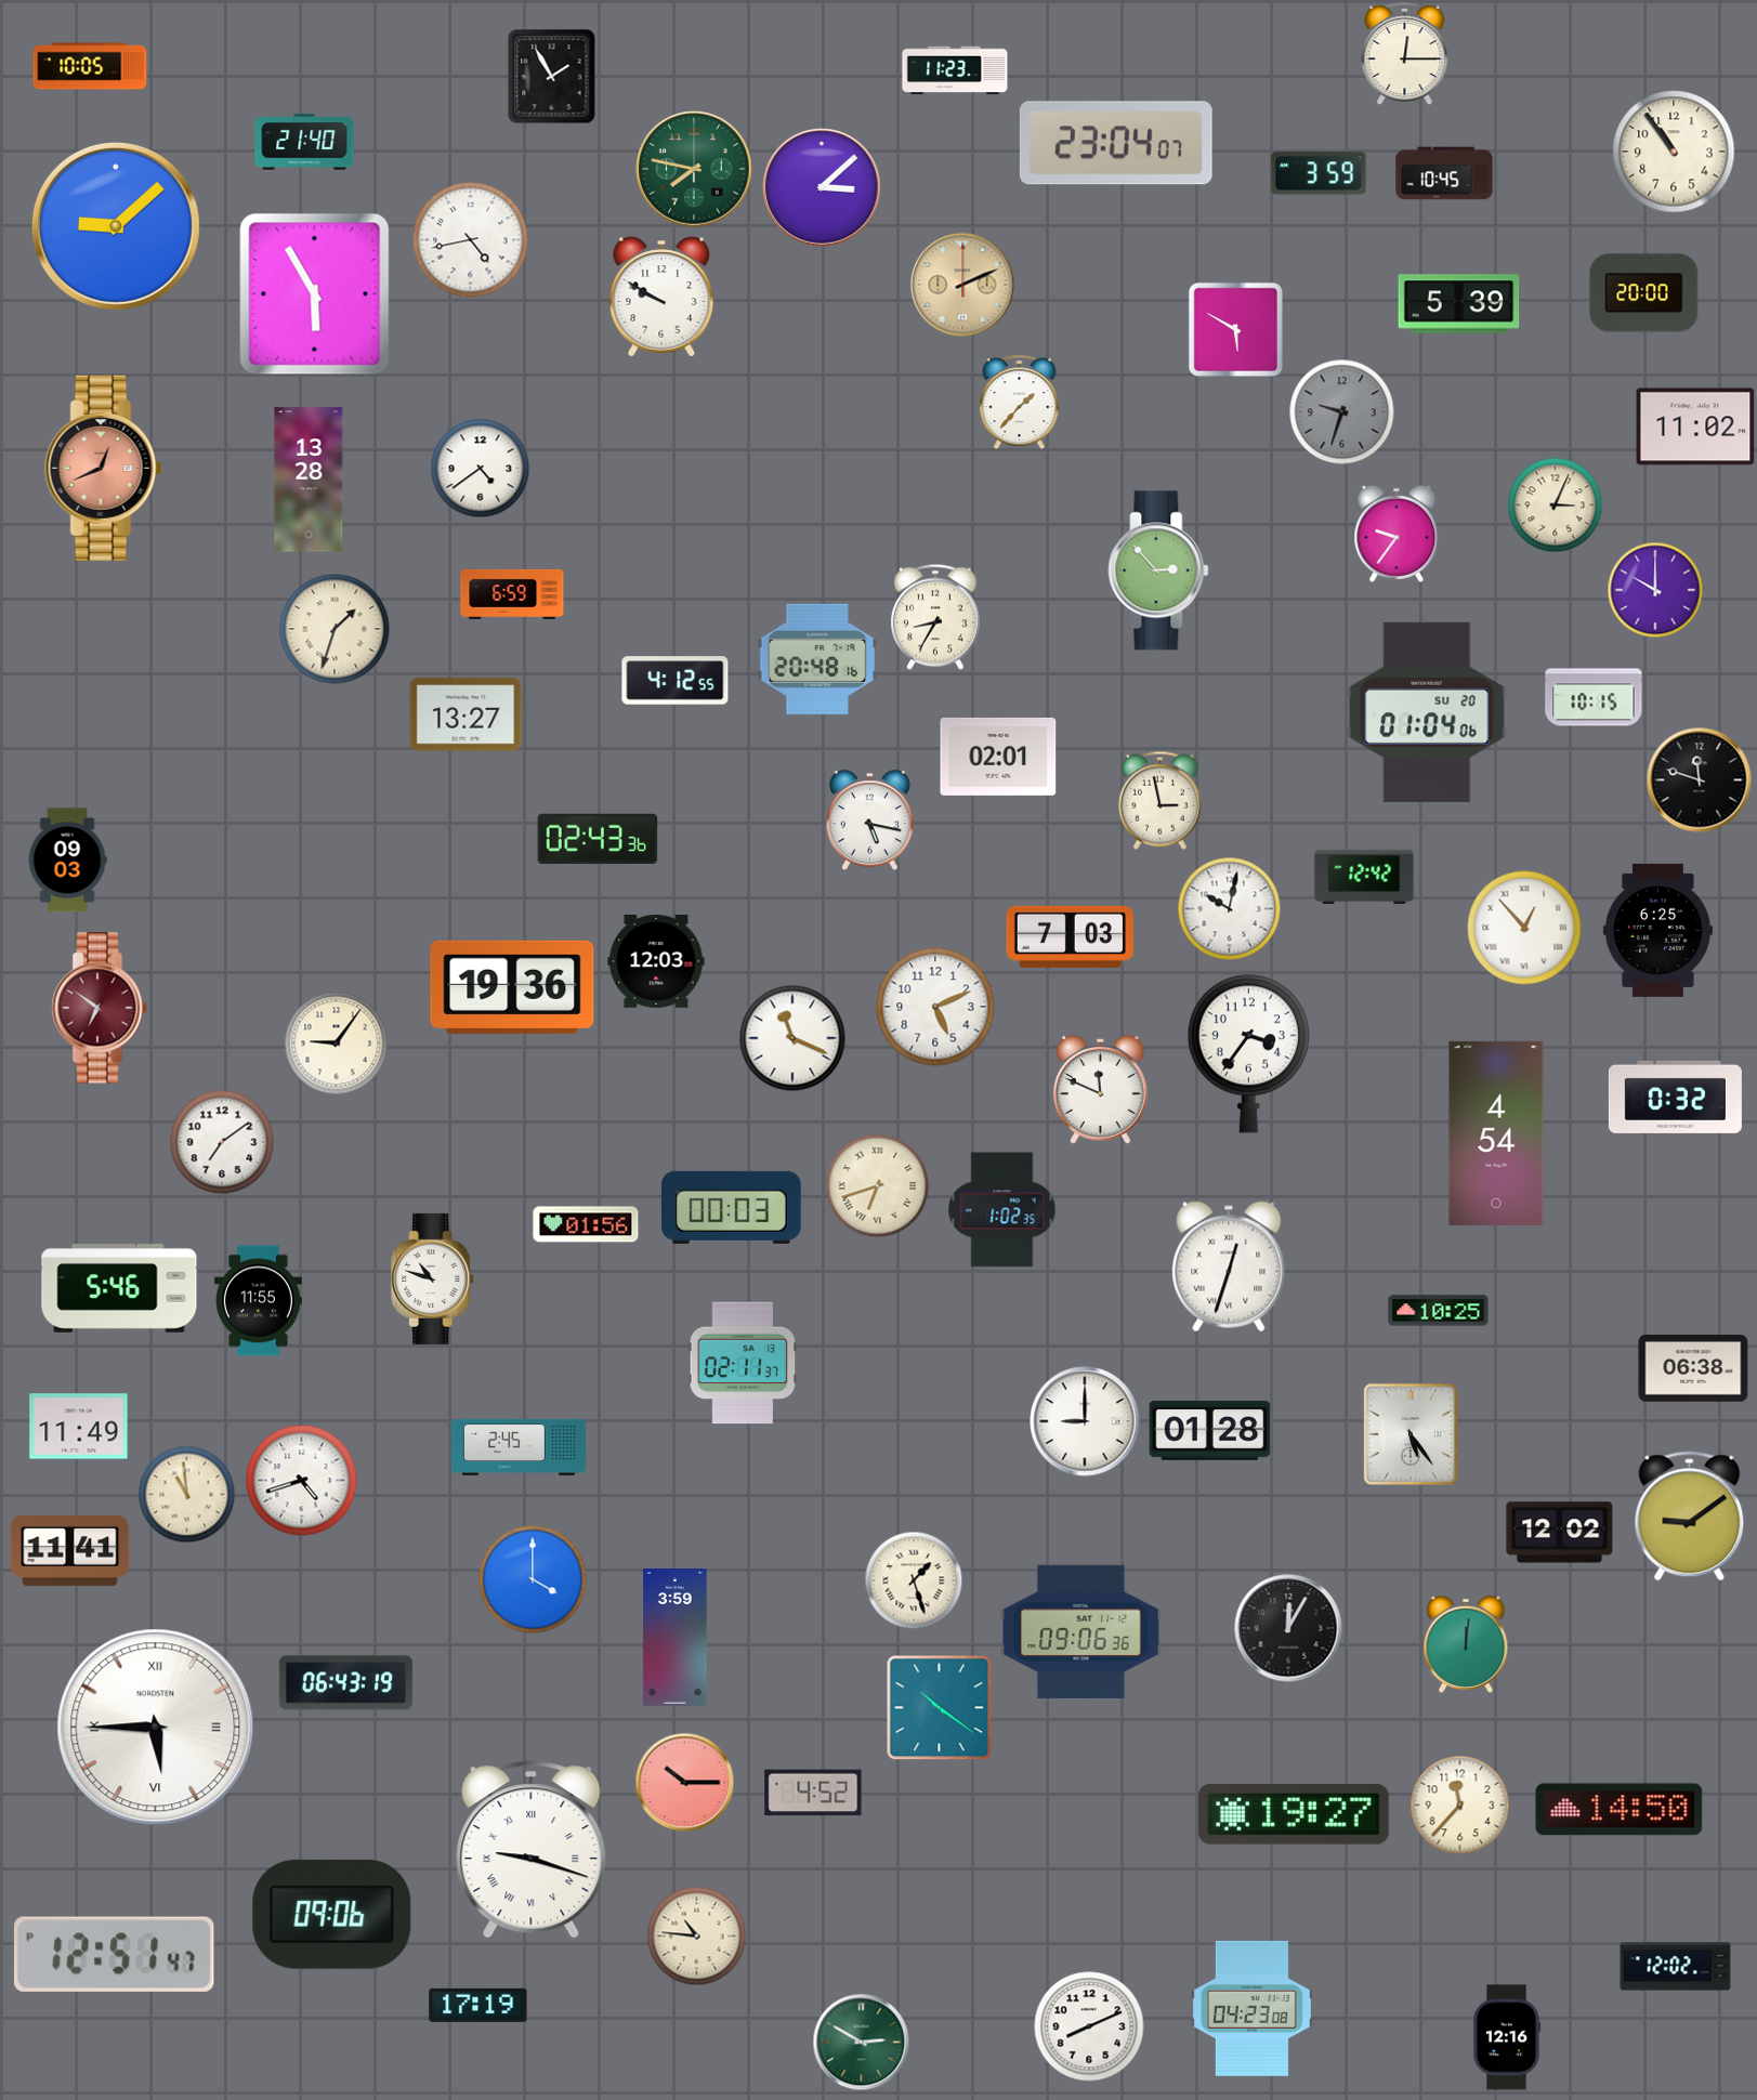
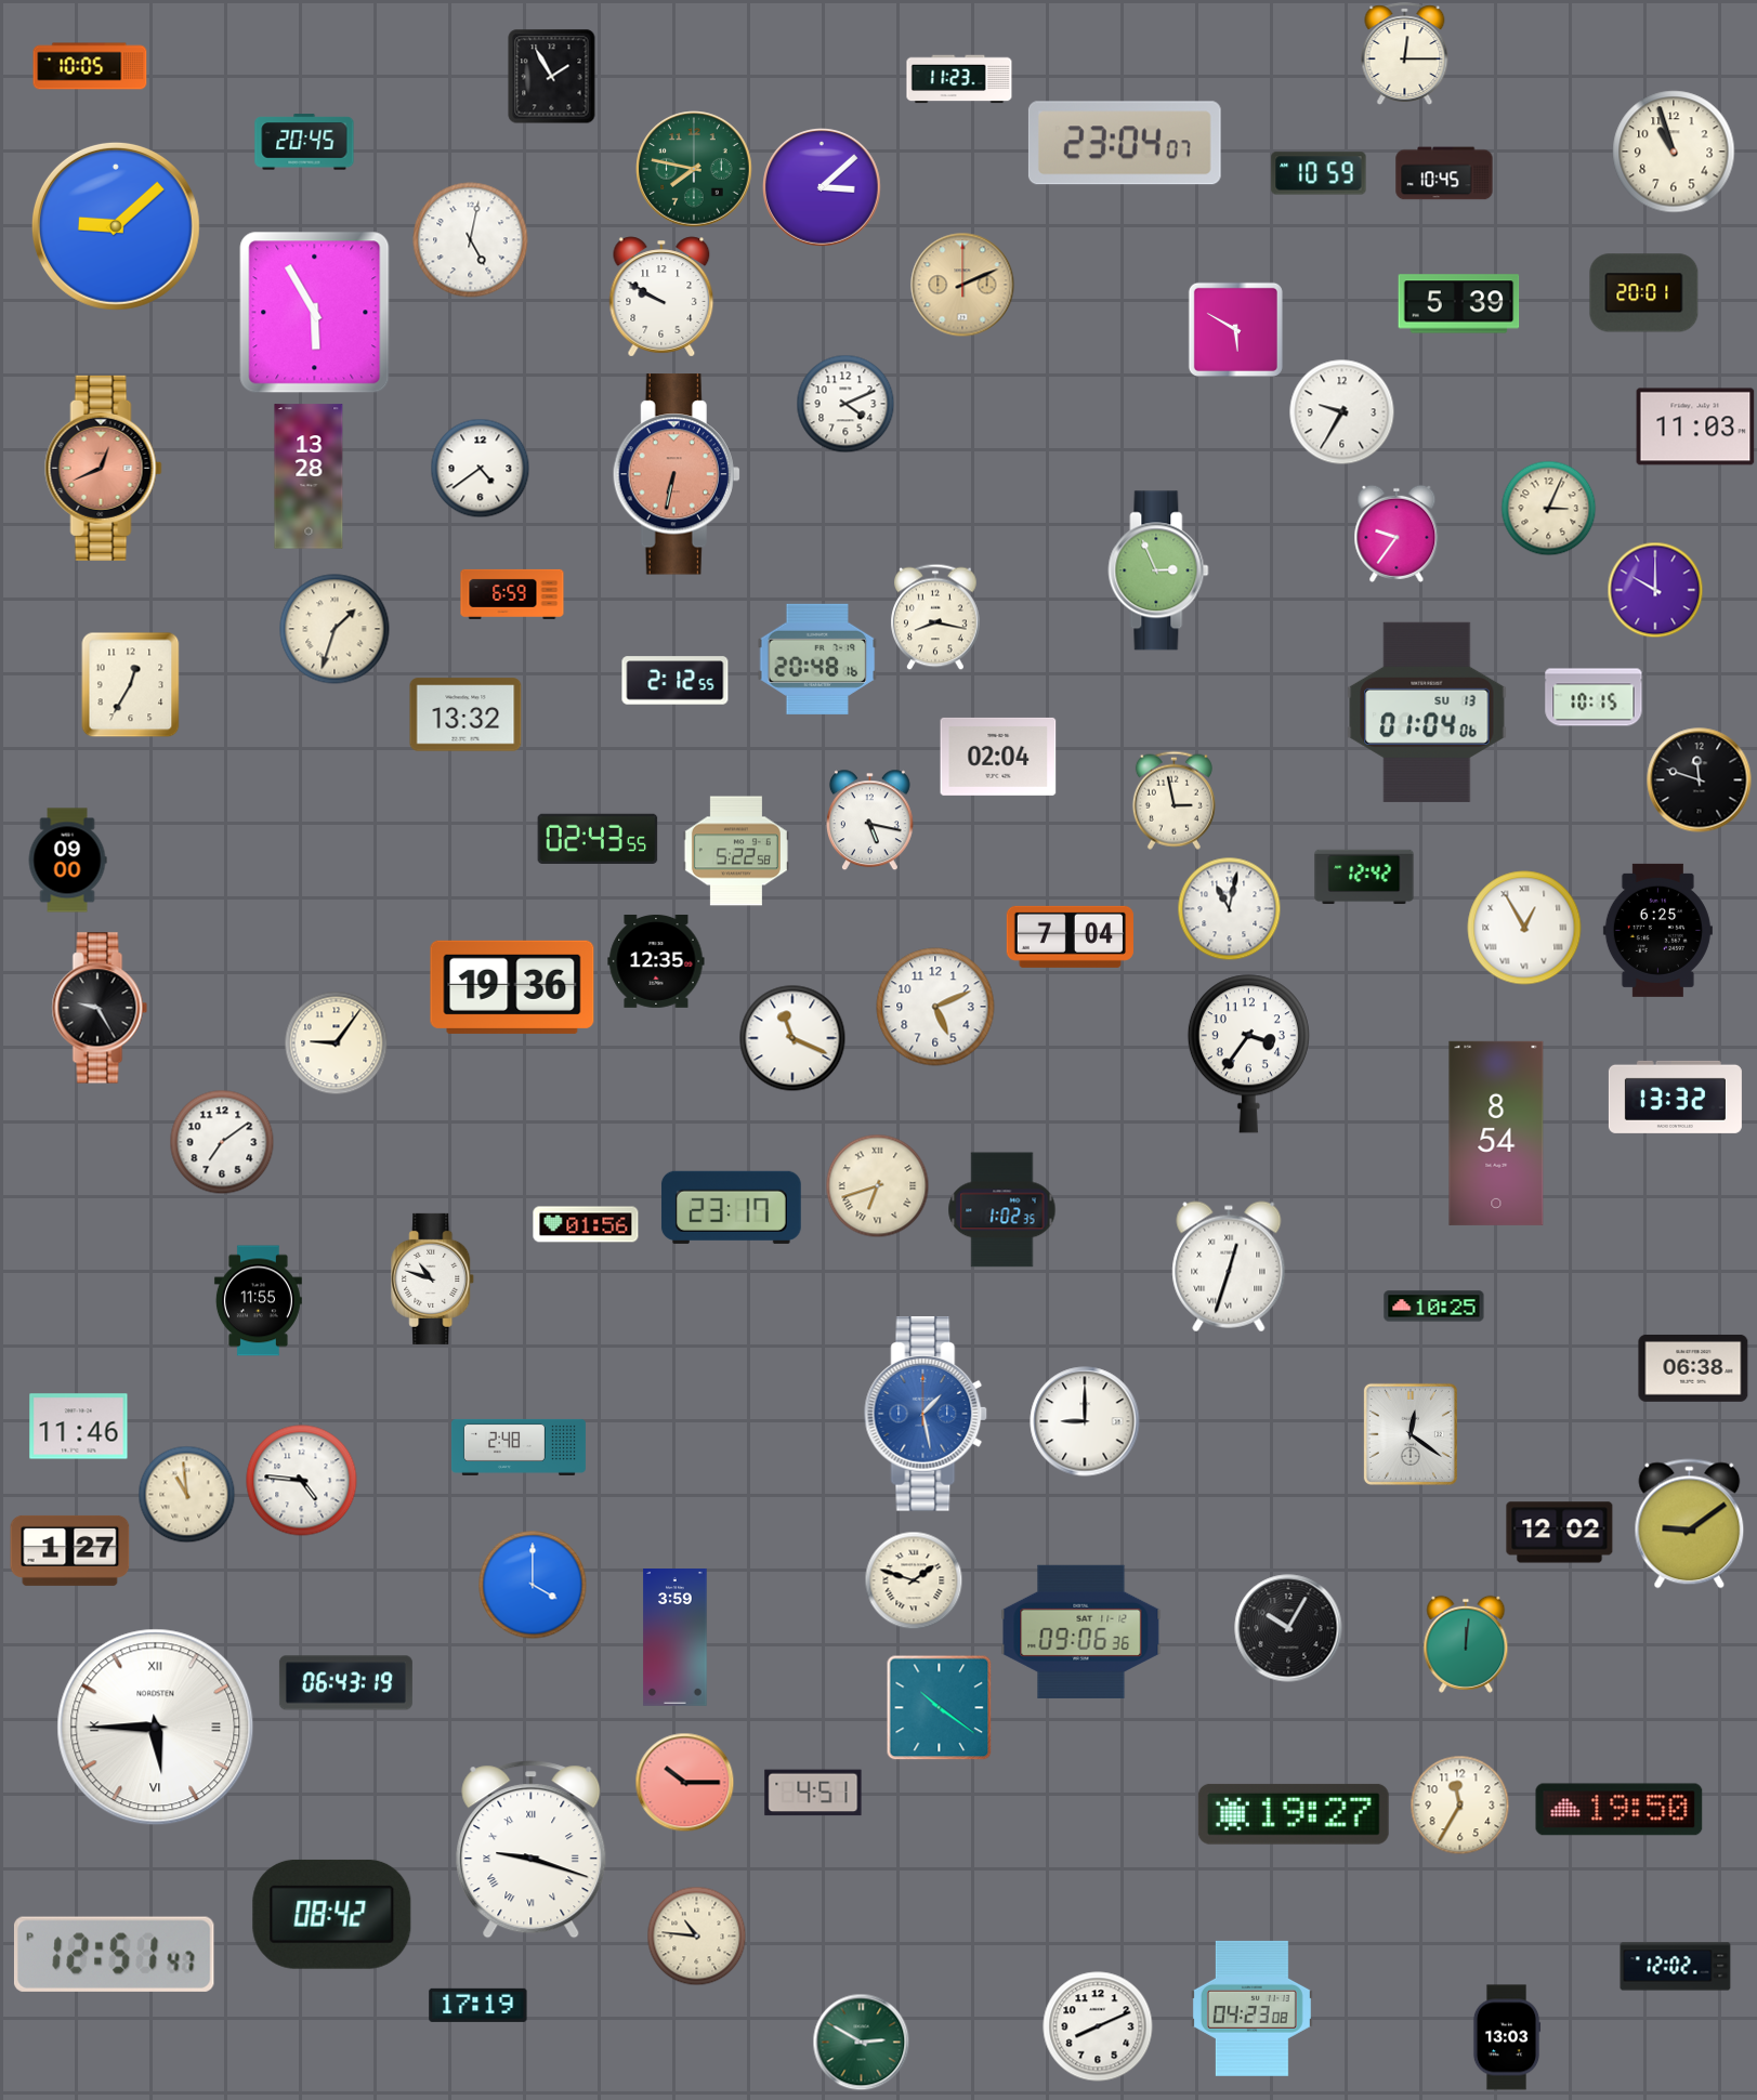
clock at (955, 70) position: (955, 70) -> (959, 79)
clock at (304, 142): 21:40 -> 20:45
clock at (1116, 143) position: (1116, 143) -> (1125, 143)
clock at (1674, 152): 10:54 -> 10:57
clock at (1319, 173): 3:59 -> 10:59
clock at (471, 240): 4:43 -> 5:02
clock at (1644, 293): 20:00 -> 20:01
clock at (315, 294) position: (315, 294) -> (315, 313)
clock at (1020, 402): 1:37 -> none
clock at (845, 404): none -> 4:11
clock at (1341, 411): 9:33 -> 9:35
clock at (1341, 411) dial: grey -> white
clock at (1695, 426): 11:02 -> 11:03
clock at (677, 474): none -> 6:32
clock at (309, 480) position: (309, 480) -> (309, 476)
clock at (1555, 504) position: (1555, 504) -> (1548, 508)
clock at (1158, 570): 2:53 -> 2:56
clock at (935, 617): 8:35 -> 8:17
clock at (676, 681): 4:12 -> 2:12
clock at (131, 684): none -> 12:35
clock at (1427, 712) date: SU 20 -> SU 13
clock at (466, 714): 13:27 -> 13:32
clock at (998, 757): 02:01 -> 02:04
clock at (1159, 800) position: (1159, 800) -> (1173, 800)
clock at (598, 838): 02:43:36 -> 02:43:55
clock at (736, 851): none -> 5:22
clock at (67, 861): 09:03 -> 09:00
clock at (1229, 908): 10:02 -> 11:02
clock at (1524, 928): 12:53 -> 12:55
clock at (1070, 936): 7:03 -> 7:04
clock at (656, 961): 12:03 -> 12:35
clock at (100, 1008): 6:51 -> 9:25
clock at (100, 1008) dial: burgundy -> black
clock at (1100, 1089): 11:49 -> none
clock at (1675, 1097): 0:32 -> 13:32
clock at (1496, 1133): 4:54 -> 8:54
clock at (731, 1207): 00:03 -> 23:17
clock at (119, 1289): 5:46 -> none
clock at (1439, 1311) position: (1439, 1311) -> (1434, 1307)
clock at (743, 1363): 02:11 -> none
clock at (926, 1415): none -> 1:28
clock at (79, 1427): 11:49 -> 11:46
clock at (1210, 1430): 01:28 -> none
clock at (1411, 1434): 5:24 -> 12:21
clock at (519, 1447): 2:45 -> 2:48
clock at (302, 1481): 4:42 -> 4:46
clock at (1690, 1517) position: (1690, 1517) -> (1690, 1524)
clock at (70, 1550): 11:41 -> 1:27
clock at (533, 1579) position: (533, 1579) -> (533, 1585)
clock at (914, 1580): 1:27 -> 1:48
clock at (1288, 1628): 12:05 -> 10:05
clock at (813, 1793): 4:52 -> 4:51
clock at (1459, 1804): 11:37 -> 11:35
clock at (1620, 1810): 14:50 -> 19:50
clock at (332, 1914): 09:06 -> 08:42
clock at (1089, 2026) position: (1089, 2026) -> (1098, 2026)
clock at (1507, 2037): 12:16 -> 13:03
